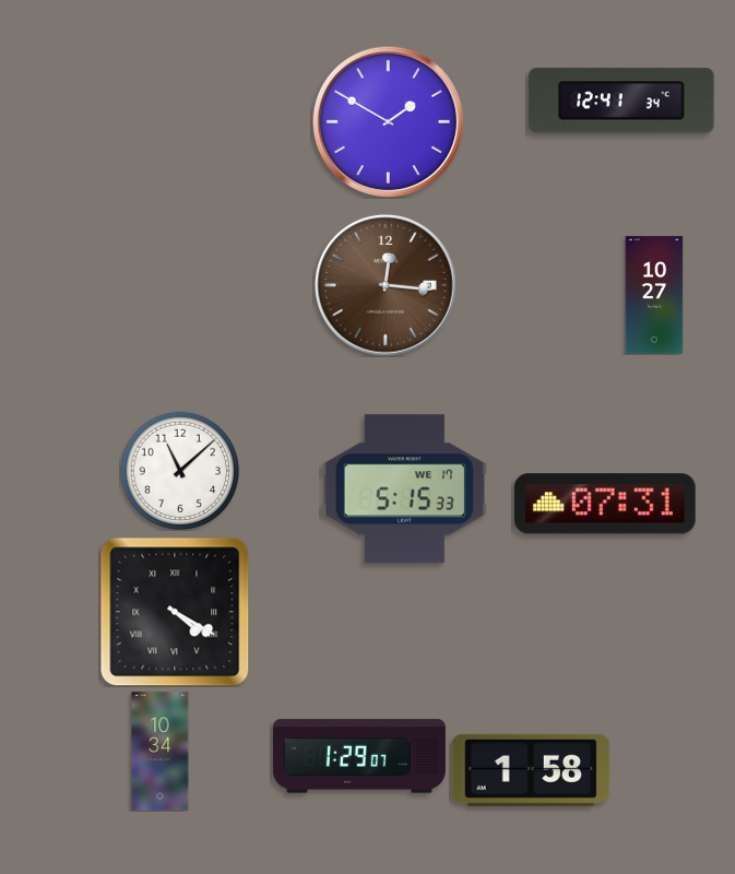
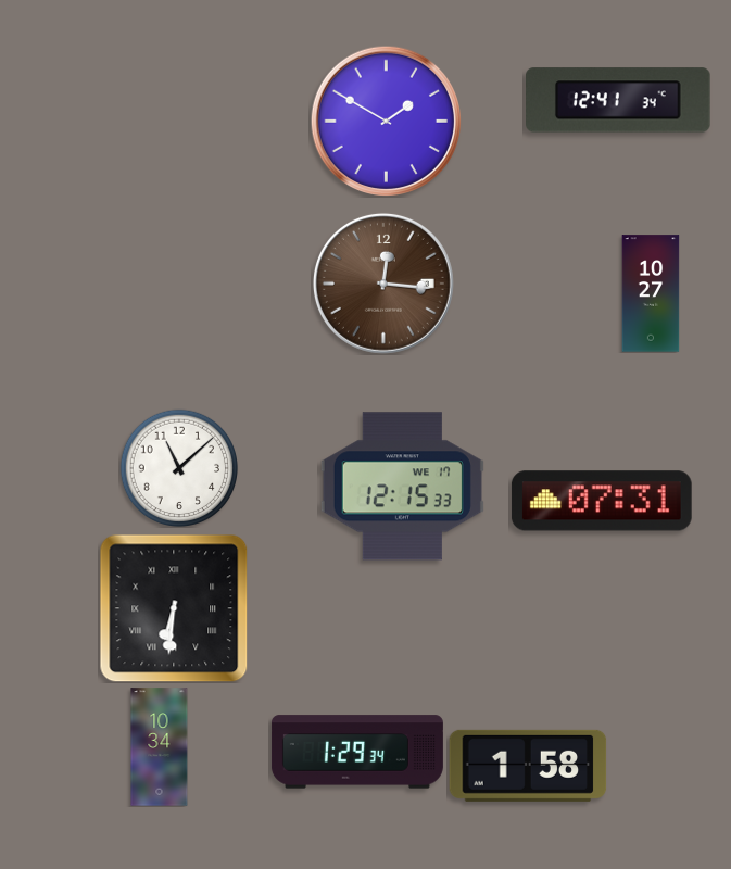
clock at (404, 489): 5:15 -> 12:15
clock at (175, 612): 4:20 -> 6:31
clock at (359, 756): 1:29:07 -> 1:29:34
